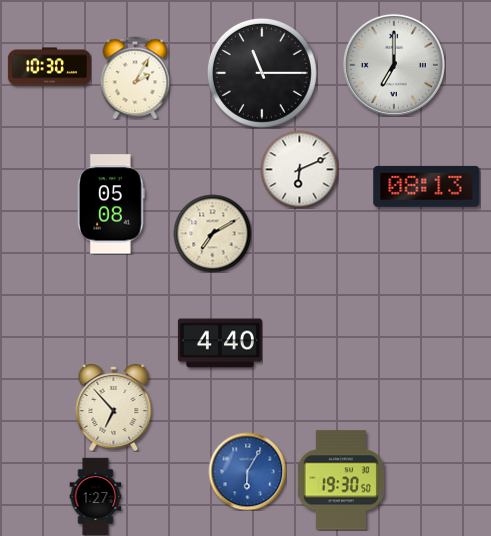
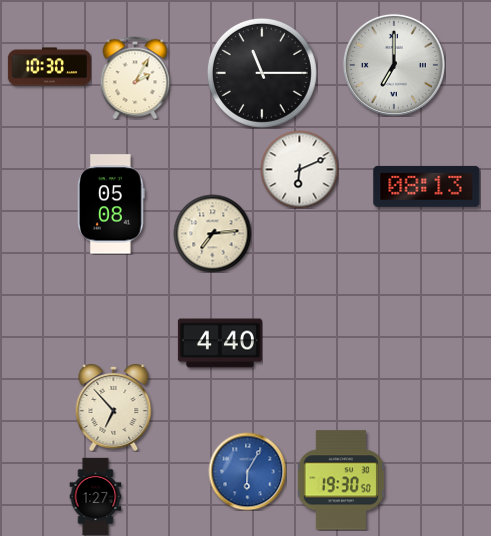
clock at (212, 233): 7:10 -> 7:14
